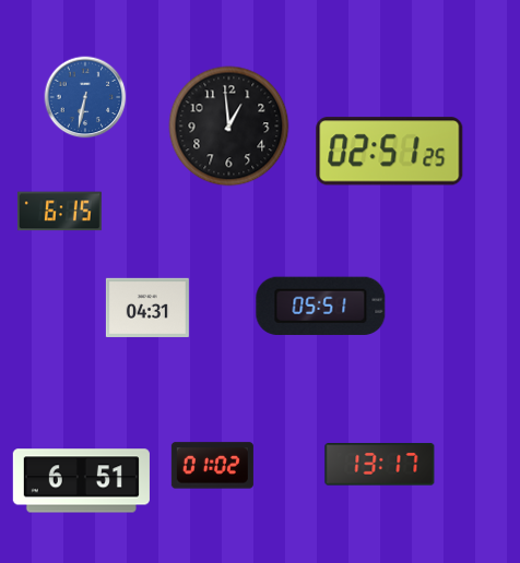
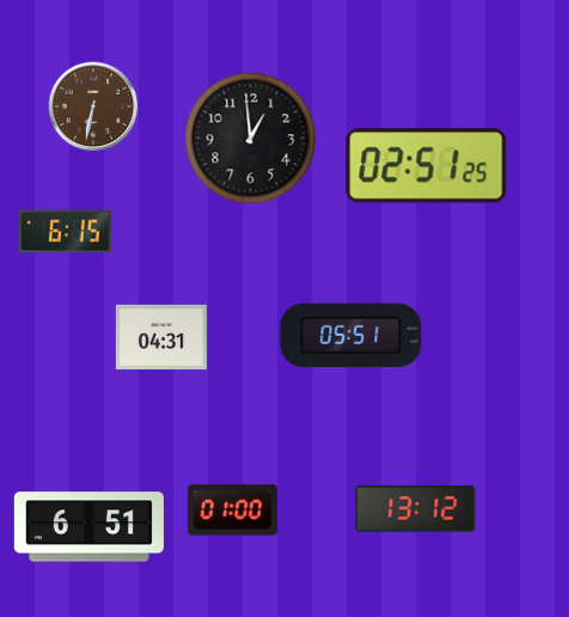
clock at (85, 97) dial: blue -> brown
clock at (380, 465): 13:17 -> 13:12
clock at (212, 466): 01:02 -> 01:00
